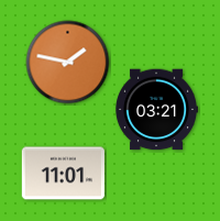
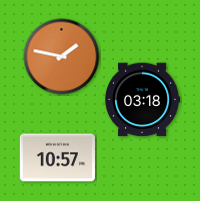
clock at (156, 110): 03:21 -> 03:18
clock at (63, 174): 11:01 -> 10:57
